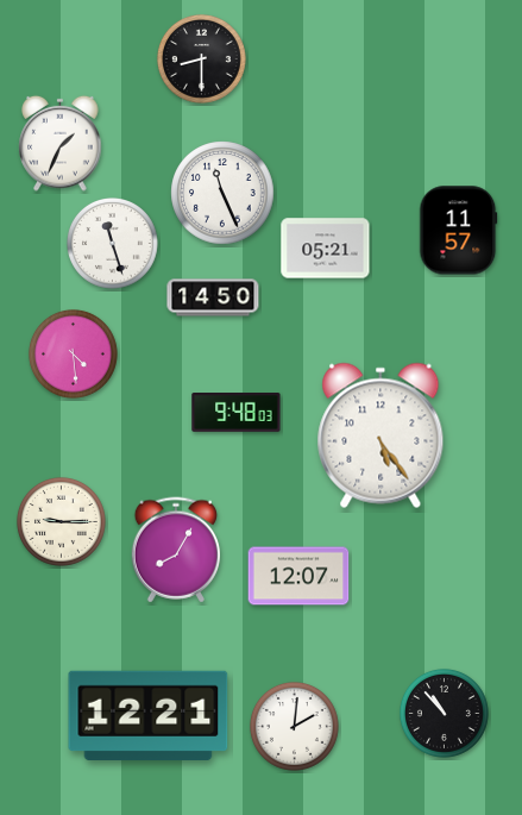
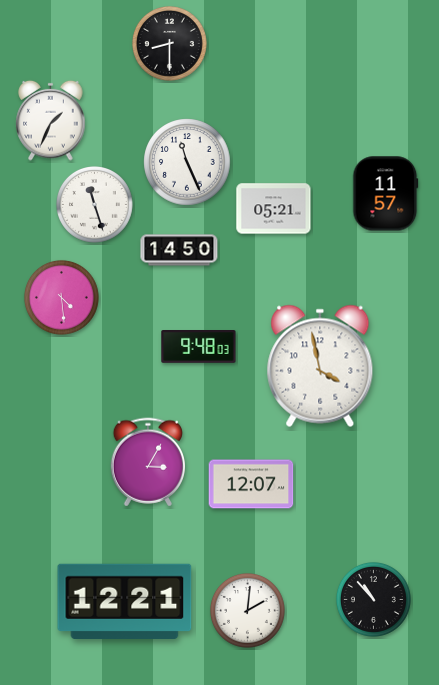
clock at (201, 58) position: (201, 58) -> (169, 43)
clock at (381, 435): 5:24 -> 3:58
clock at (61, 521): 9:15 -> none
clock at (175, 550): 8:05 -> 3:05
